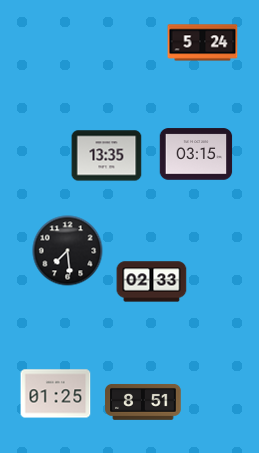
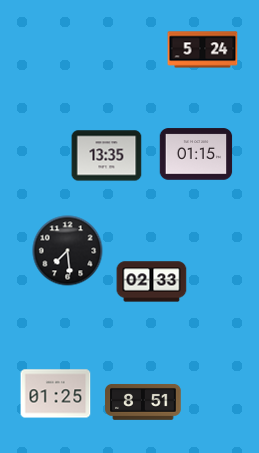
clock at (203, 43) position: (203, 43) -> (203, 50)
clock at (196, 154): 03:15 -> 01:15
